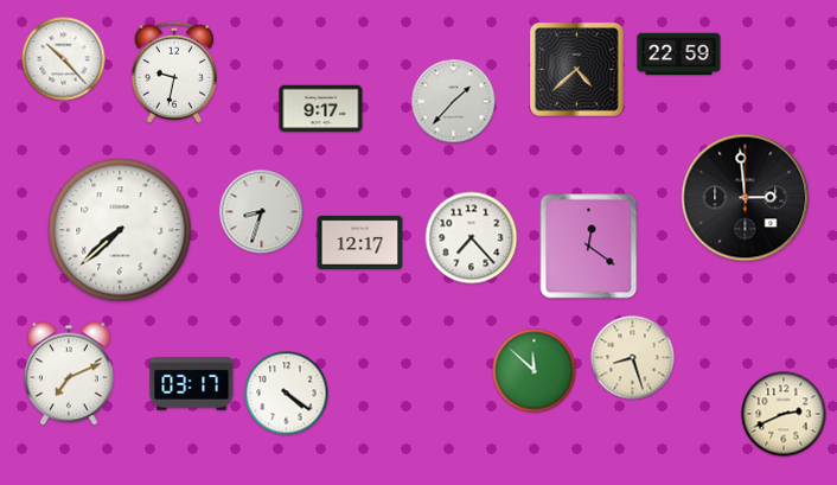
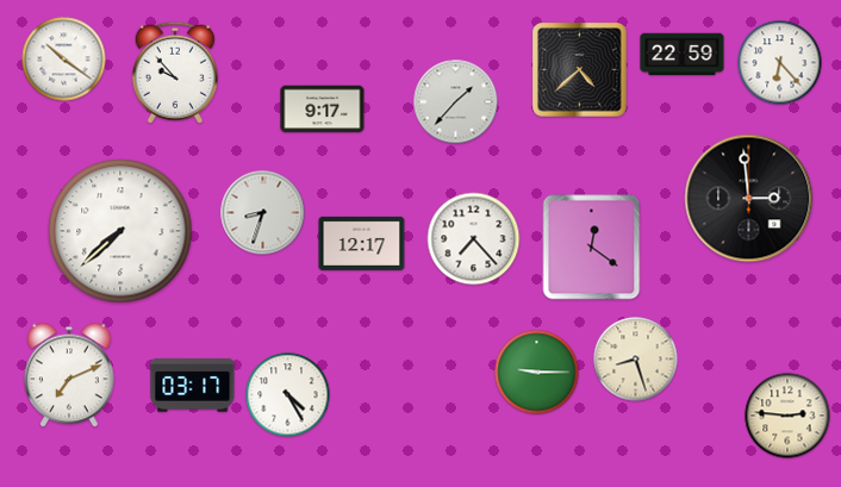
clock at (64, 59): 10:23 -> 10:21
clock at (780, 63): none -> 6:23
clock at (174, 72): 9:32 -> 9:53
clock at (535, 371): 11:52 -> 9:15
clock at (287, 394): 4:21 -> 4:25
clock at (784, 414): 2:41 -> 2:46
